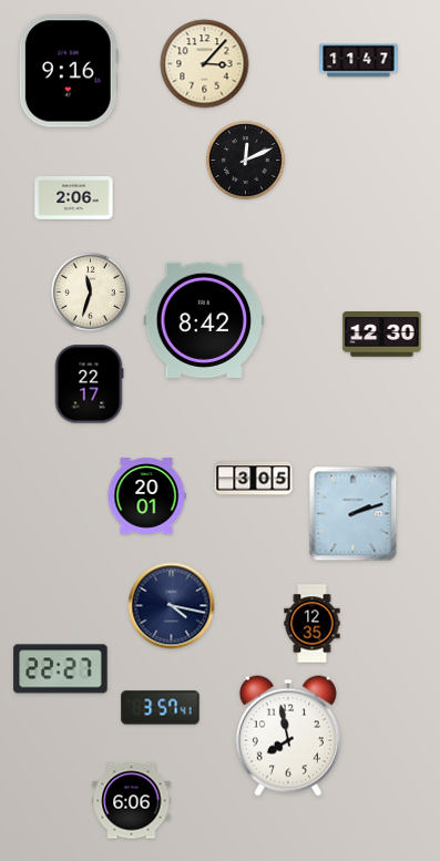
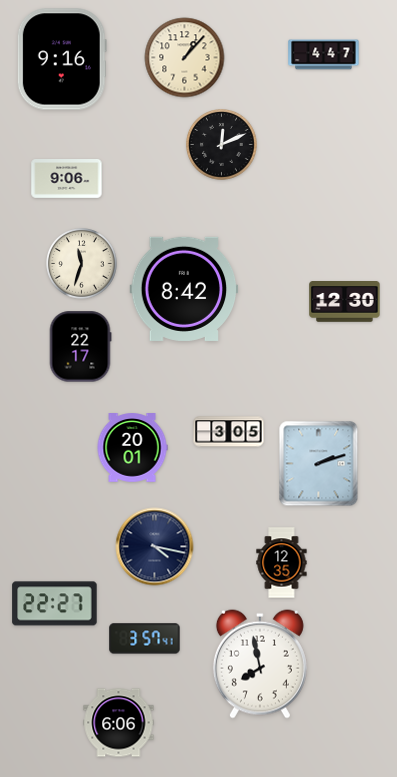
clock at (359, 61): 11:47 -> 4:47
clock at (205, 64): 3:07 -> 1:07
clock at (69, 71) position: (69, 71) -> (62, 59)
clock at (74, 198): 2:06 -> 9:06
